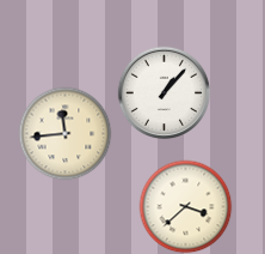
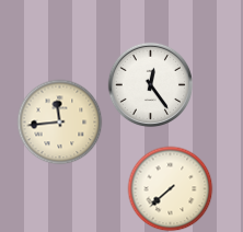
clock at (164, 92): 1:07 -> 12:24
clock at (185, 206): 3:38 -> 7:38
